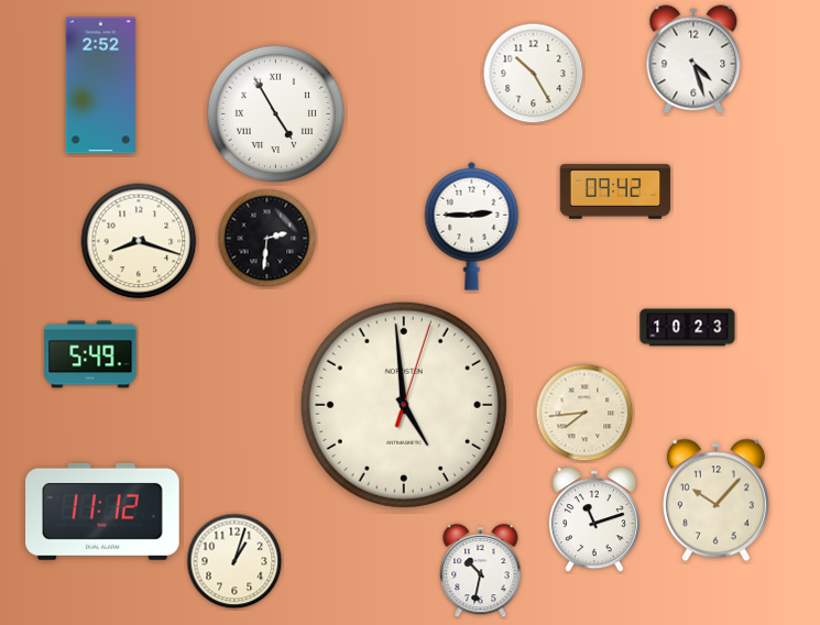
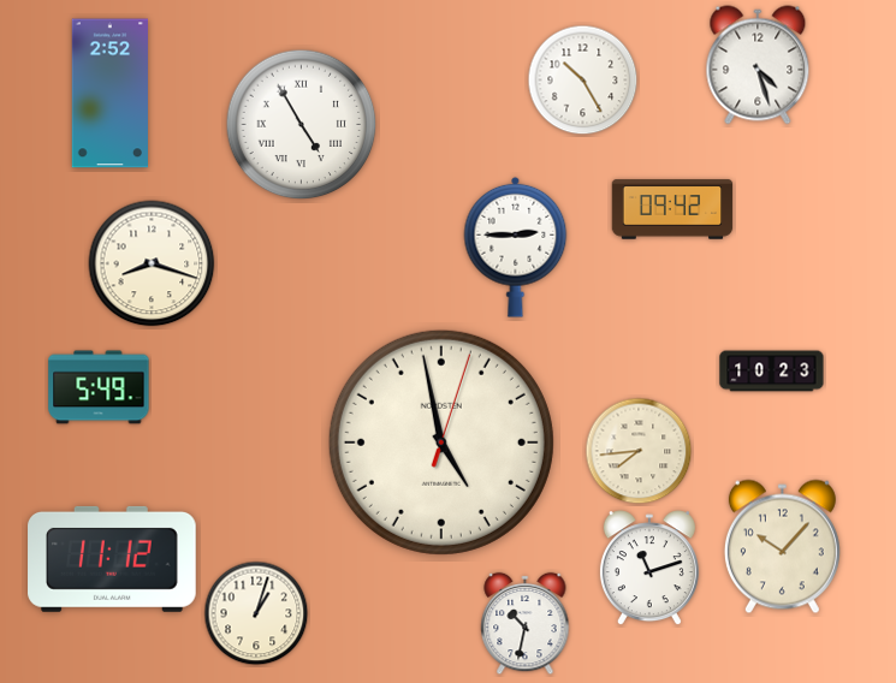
clock at (267, 239): 2:31 -> none
clock at (688, 328) position: (688, 328) -> (772, 372)
clock at (404, 405): 4:59 -> 4:58
